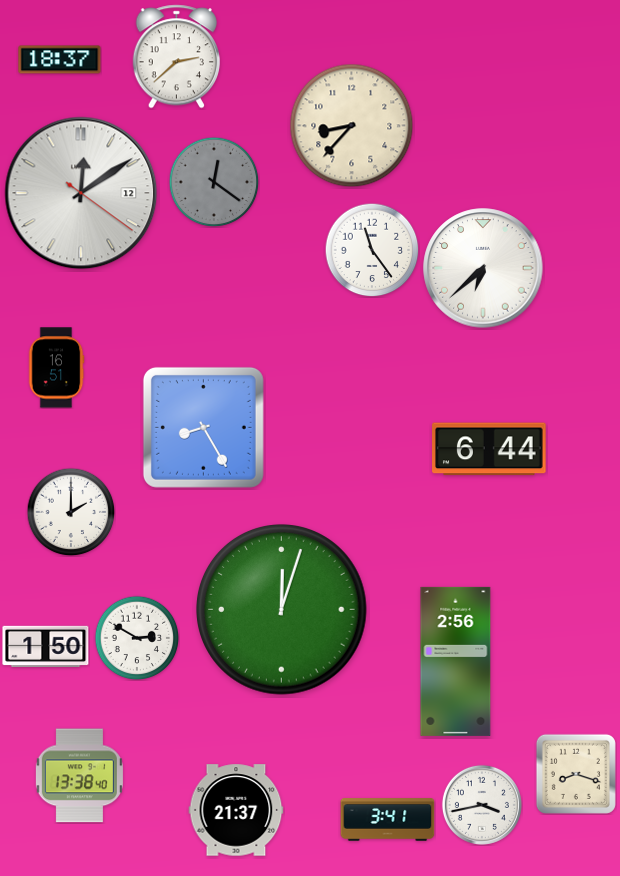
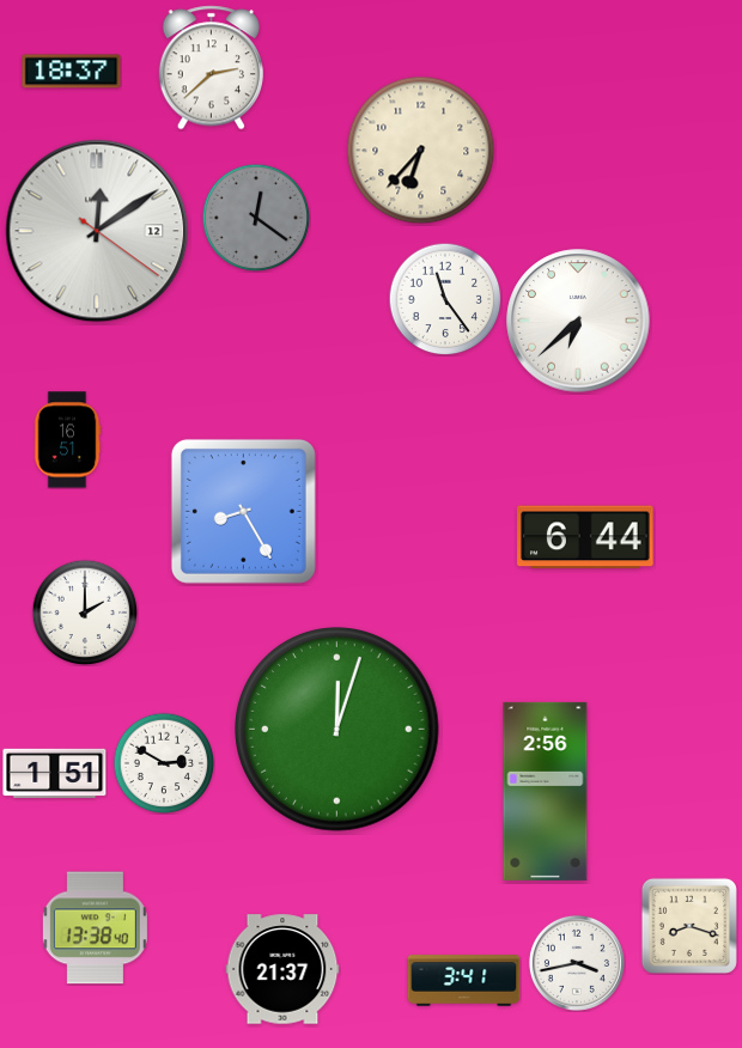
clock at (352, 126): 8:37 -> 6:37
clock at (46, 647): 1:50 -> 1:51
